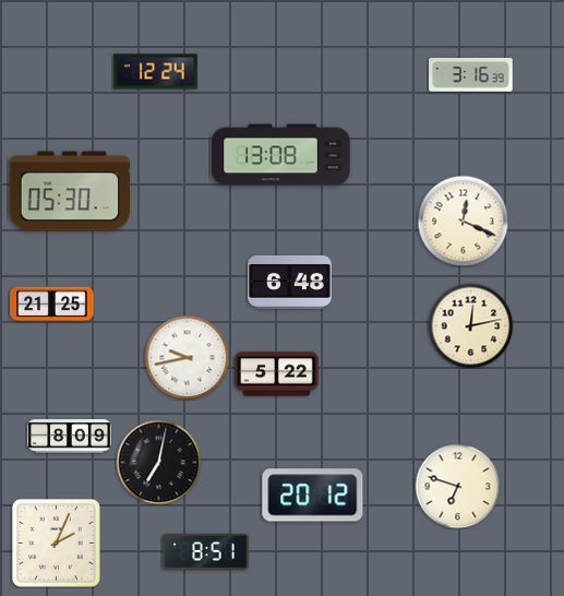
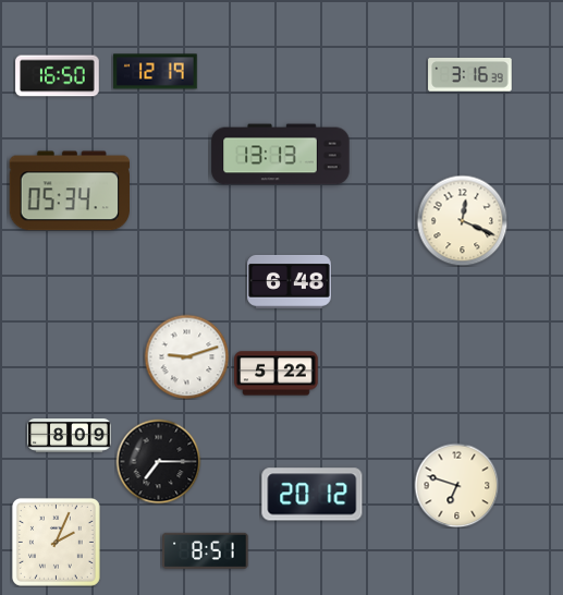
clock at (156, 72): 12:24 -> 12:19
clock at (58, 76): none -> 16:50
clock at (281, 155): 13:08 -> 13:13
clock at (70, 191): 05:30 -> 05:34
clock at (52, 305): 21:25 -> none
clock at (470, 325): 12:13 -> none
clock at (187, 357): 9:43 -> 9:12
clock at (158, 462): 7:02 -> 7:15
